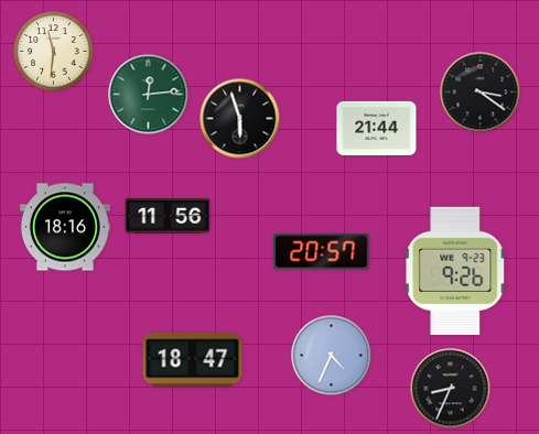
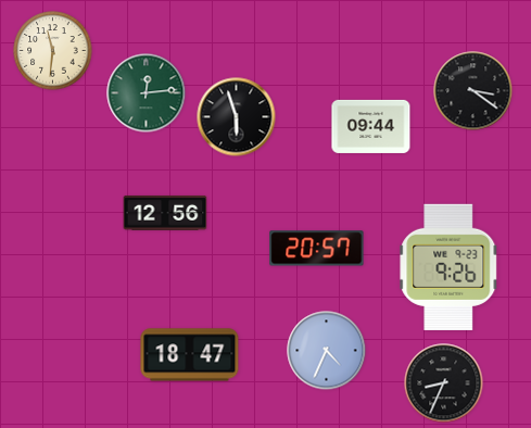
clock at (377, 128): 21:44 -> 09:44
clock at (168, 216): 11:56 -> 12:56
clock at (65, 227): 18:16 -> none
